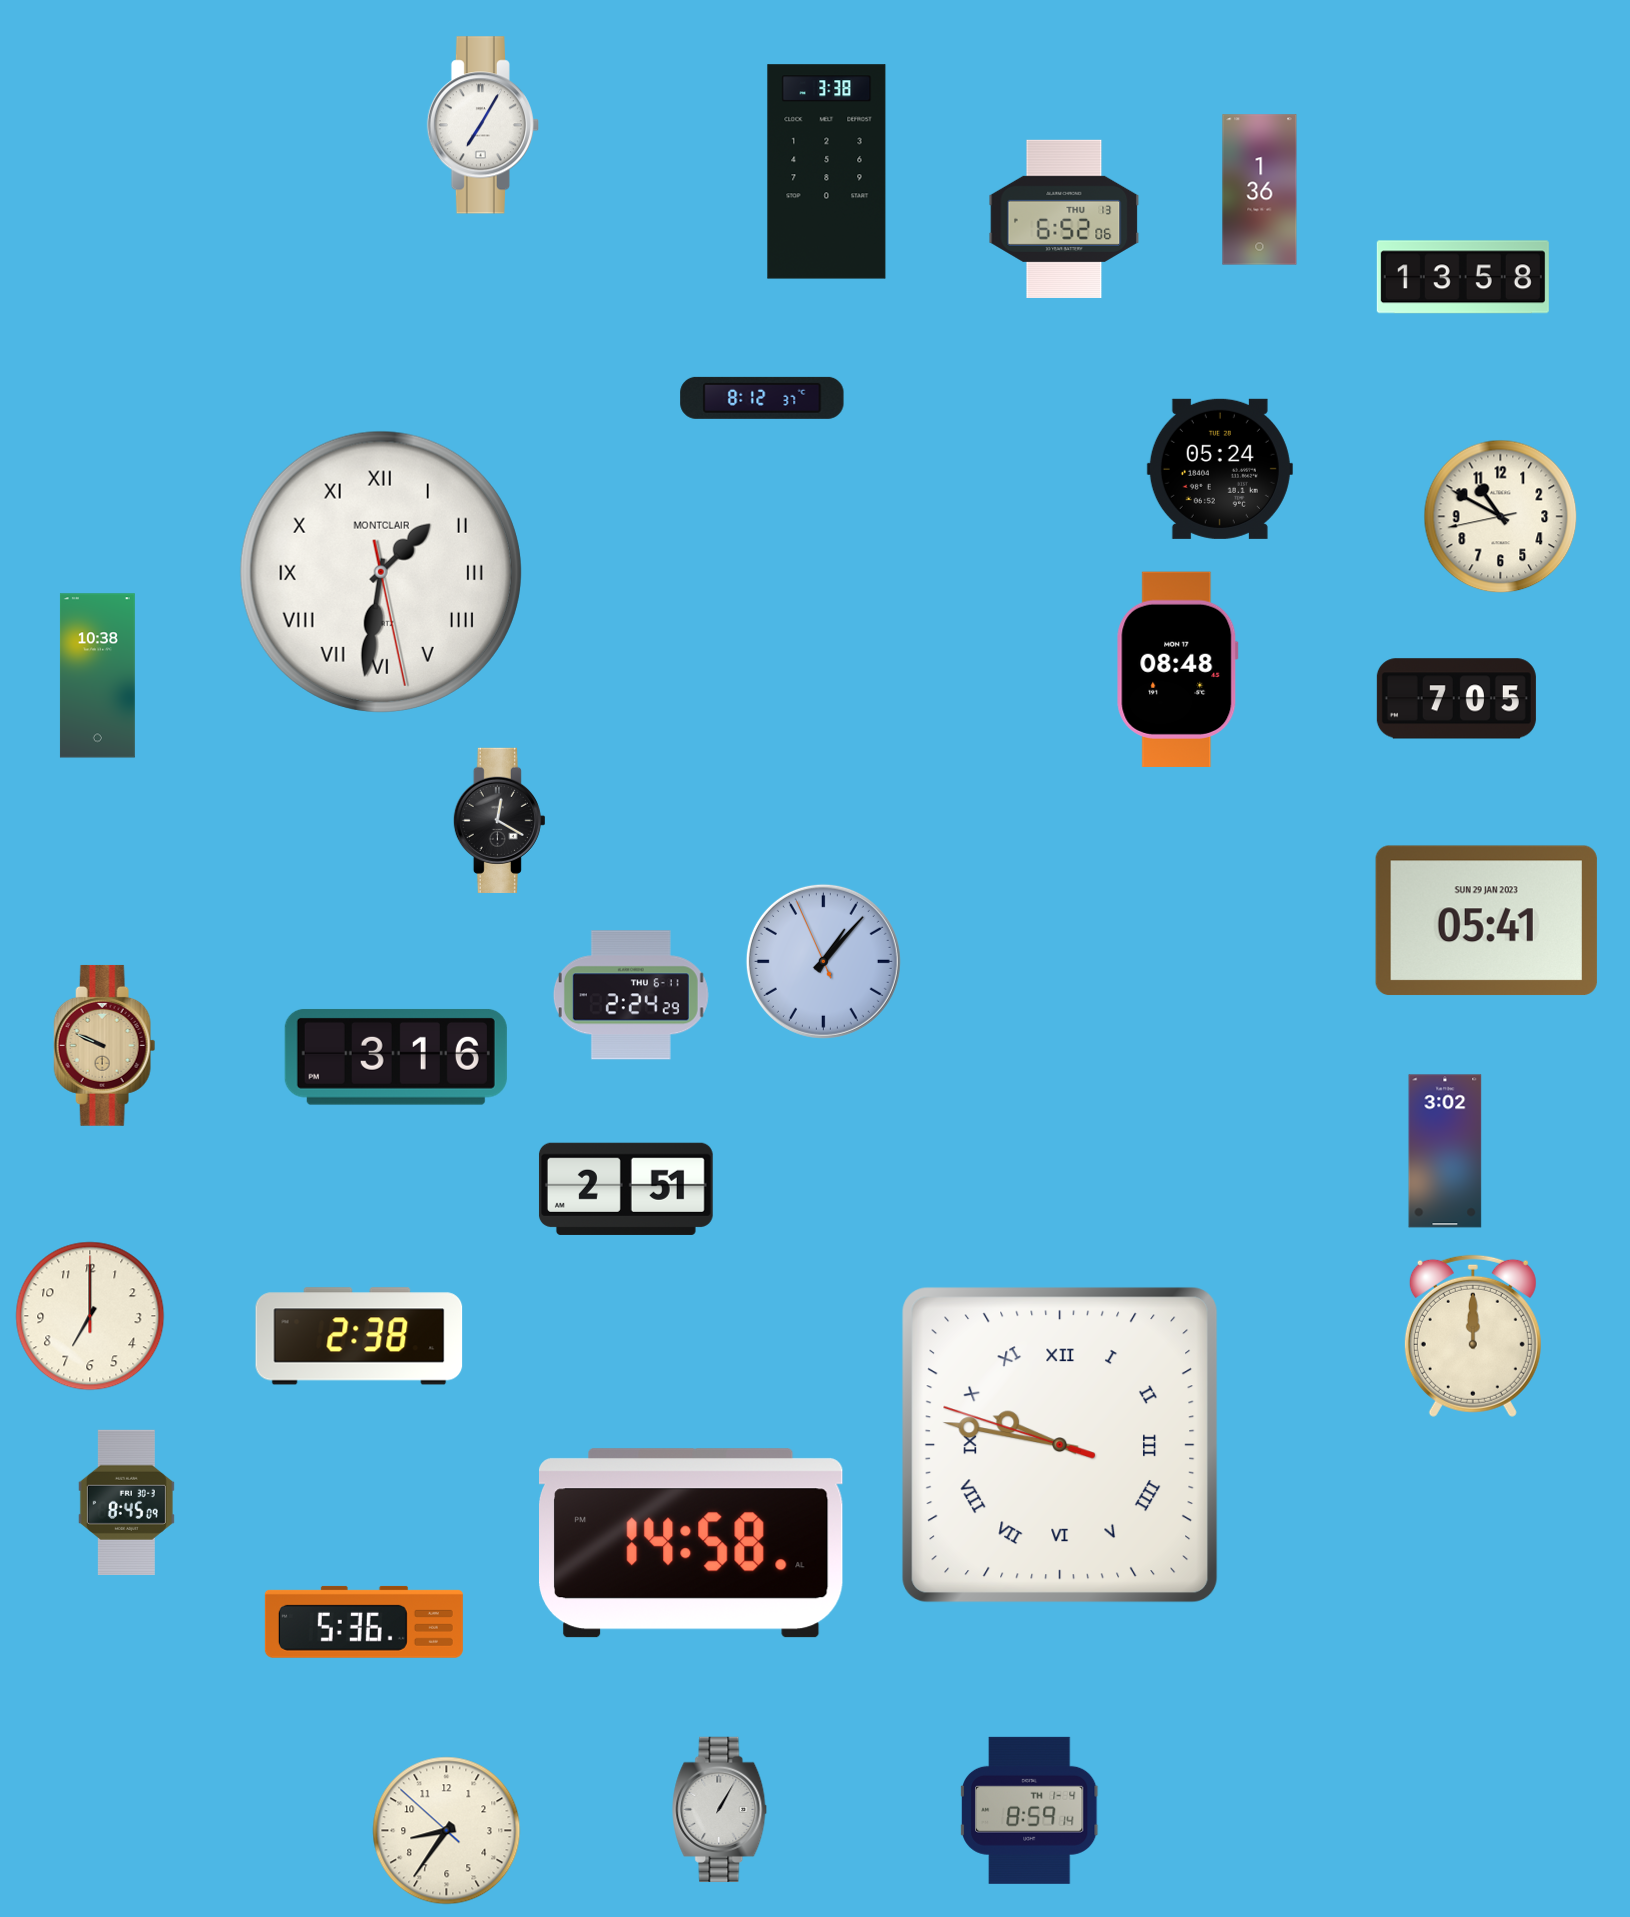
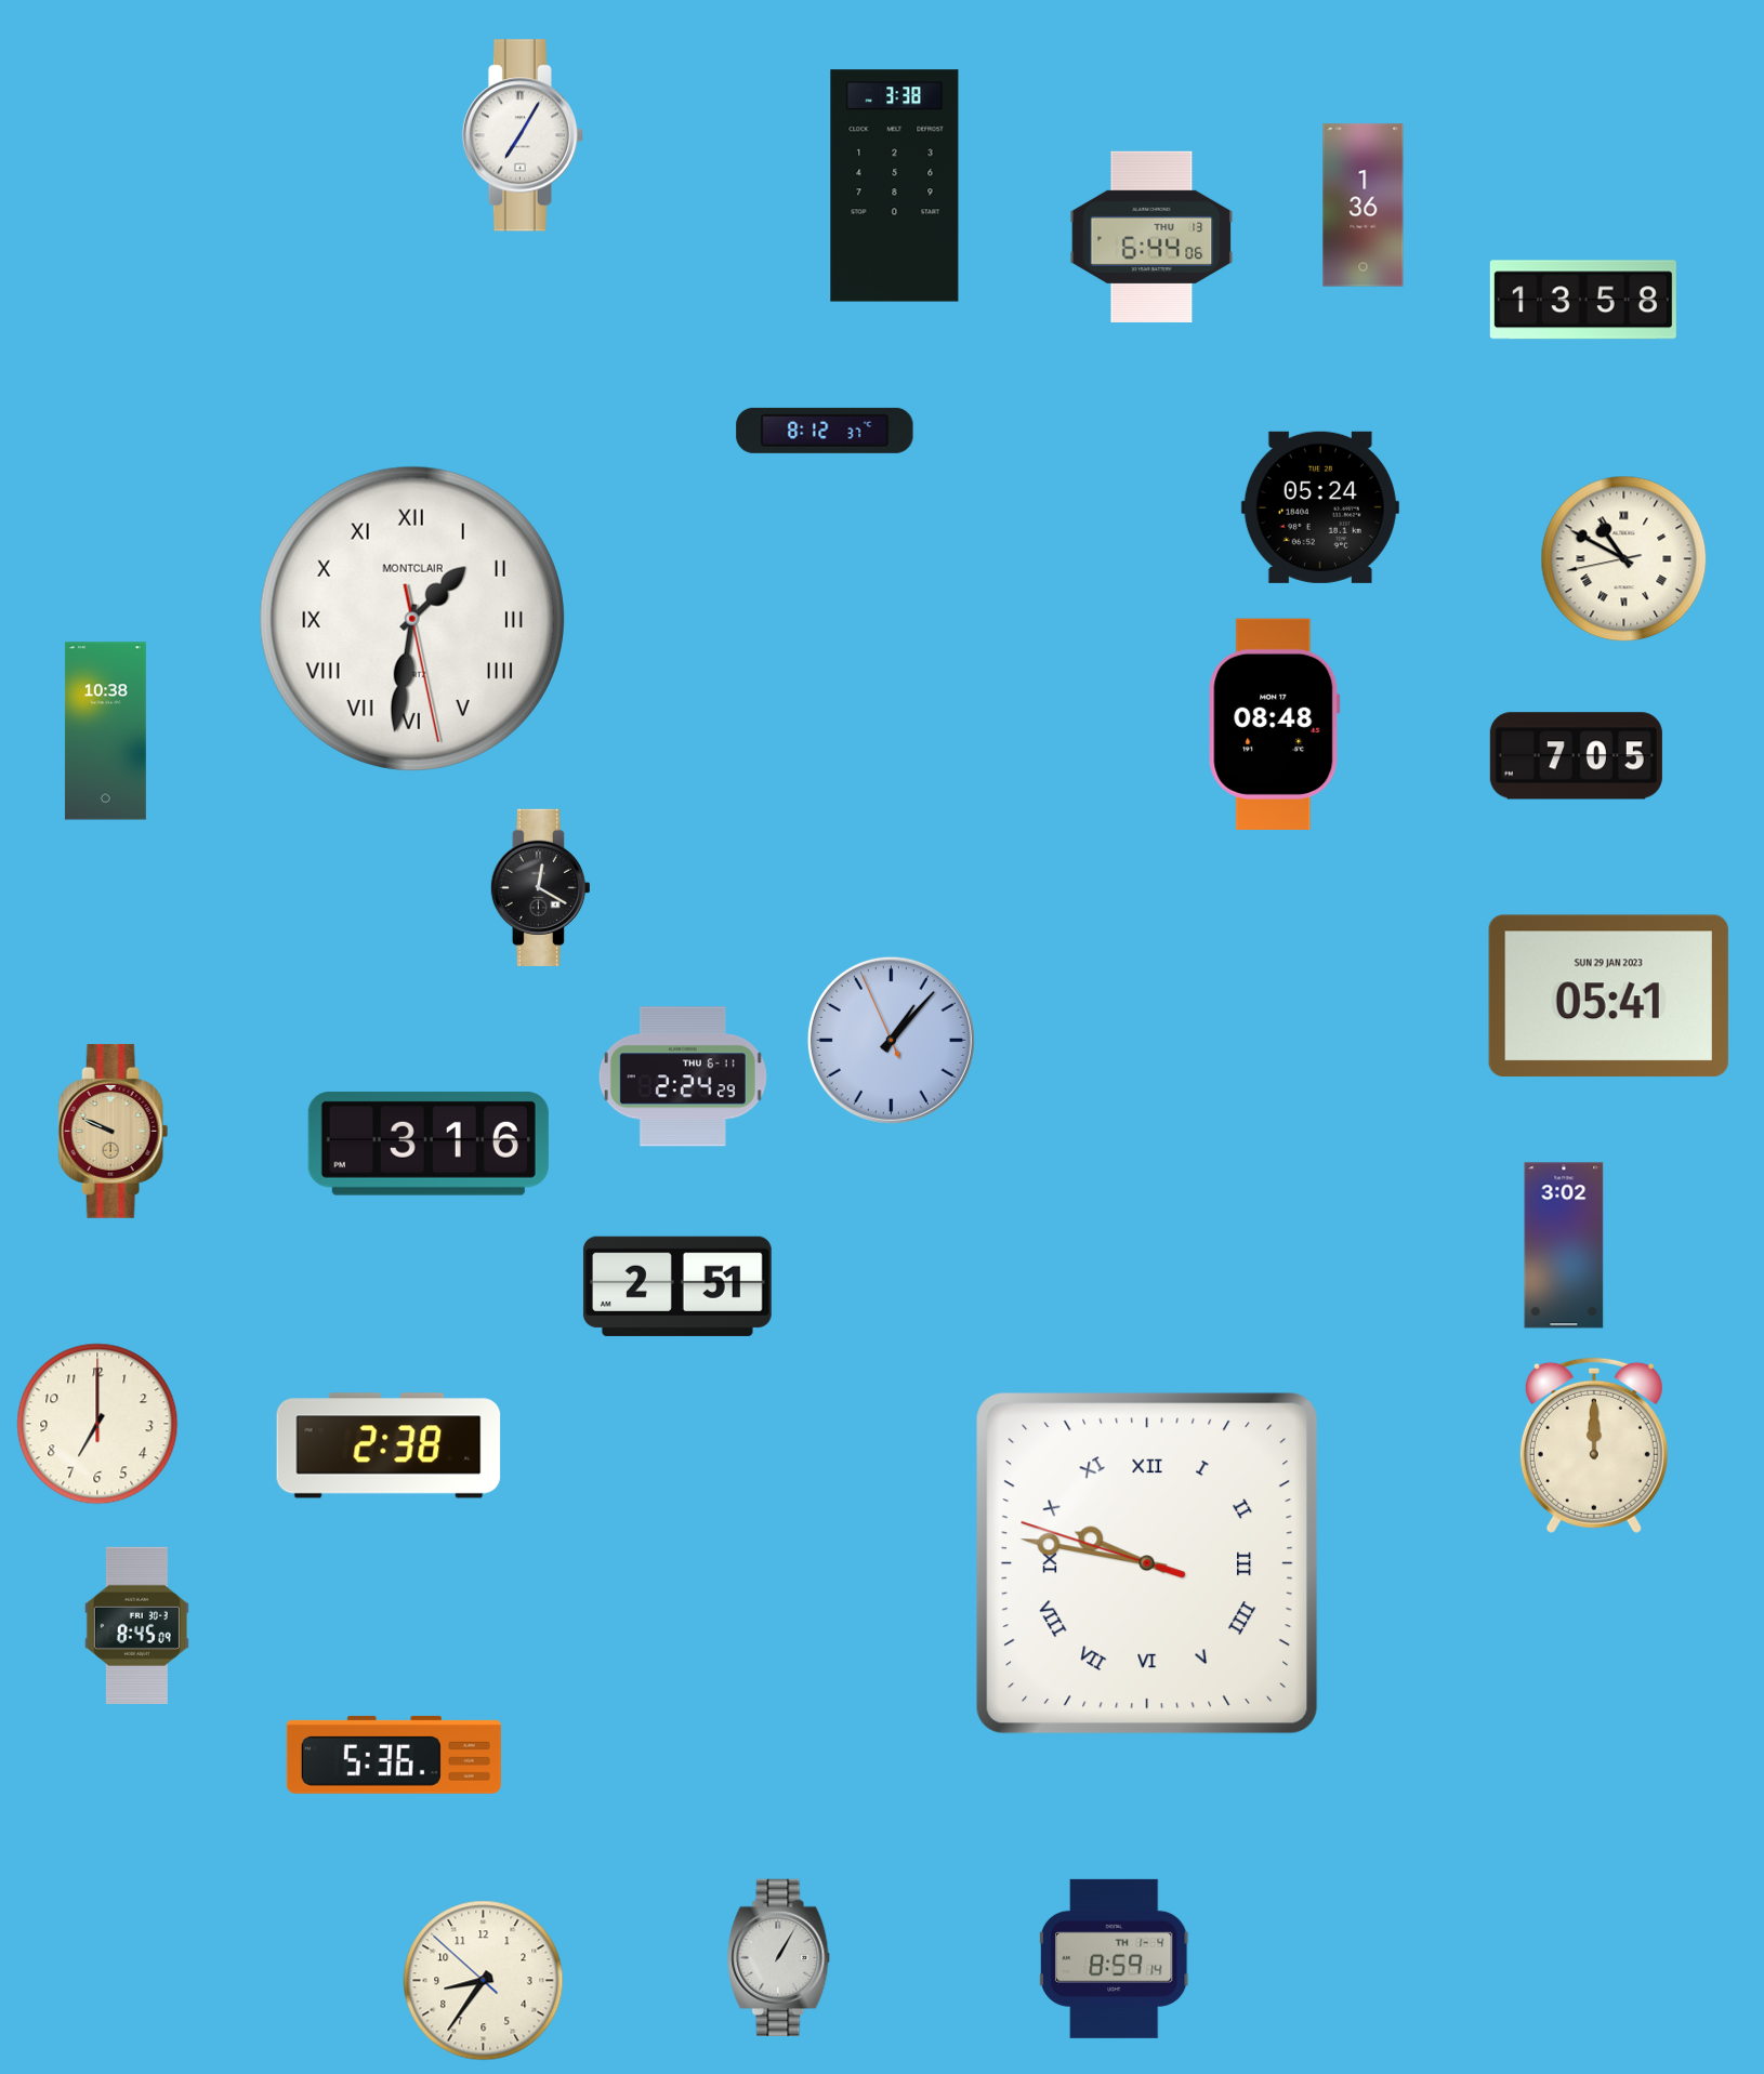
clock at (1064, 219): 6:52 -> 6:44
clock at (1501, 517) numerals: Arabic -> Roman
clock at (692, 1543): 14:58 -> none
